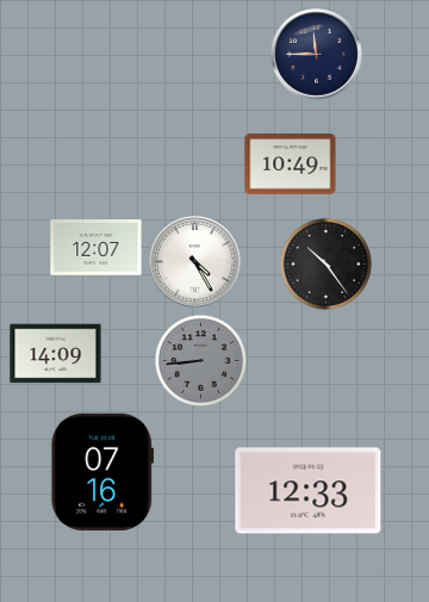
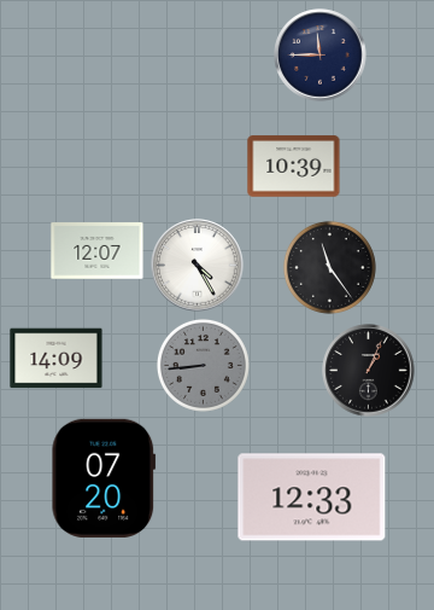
clock at (291, 165): 10:49 -> 10:39
clock at (325, 263): 10:24 -> 11:24
clock at (369, 371): none -> 1:04
clock at (102, 472): 07:16 -> 07:20
